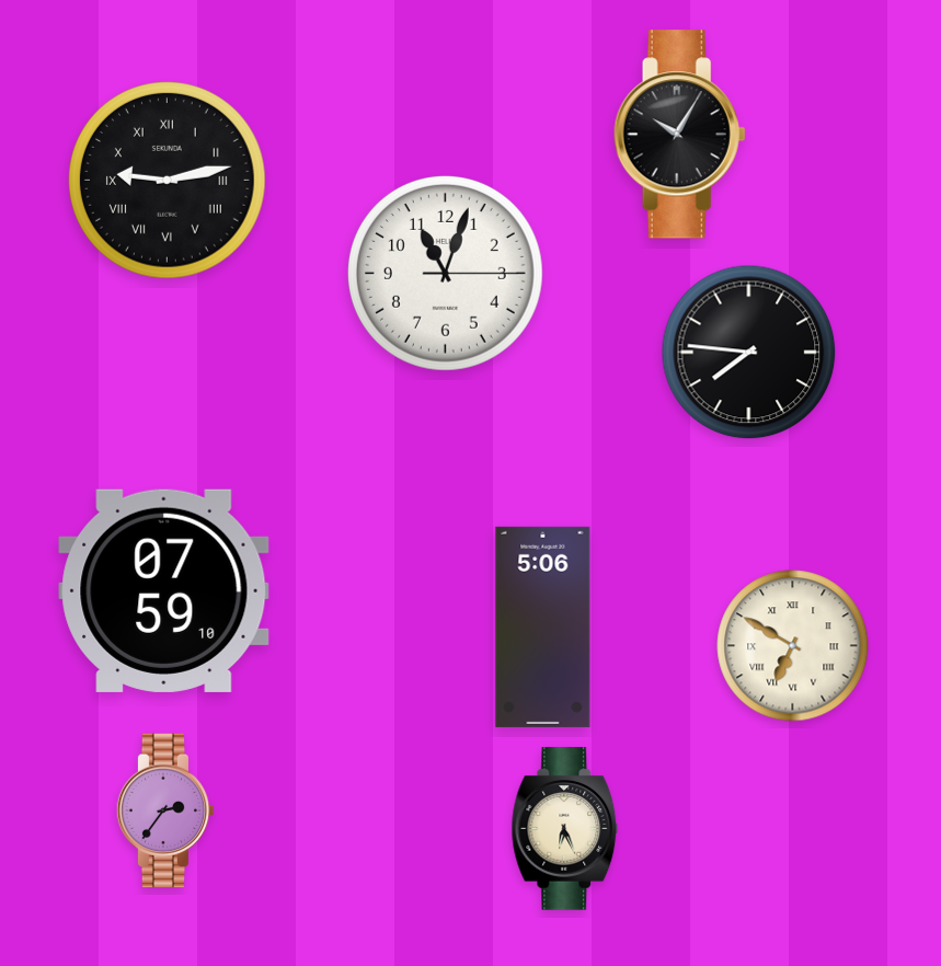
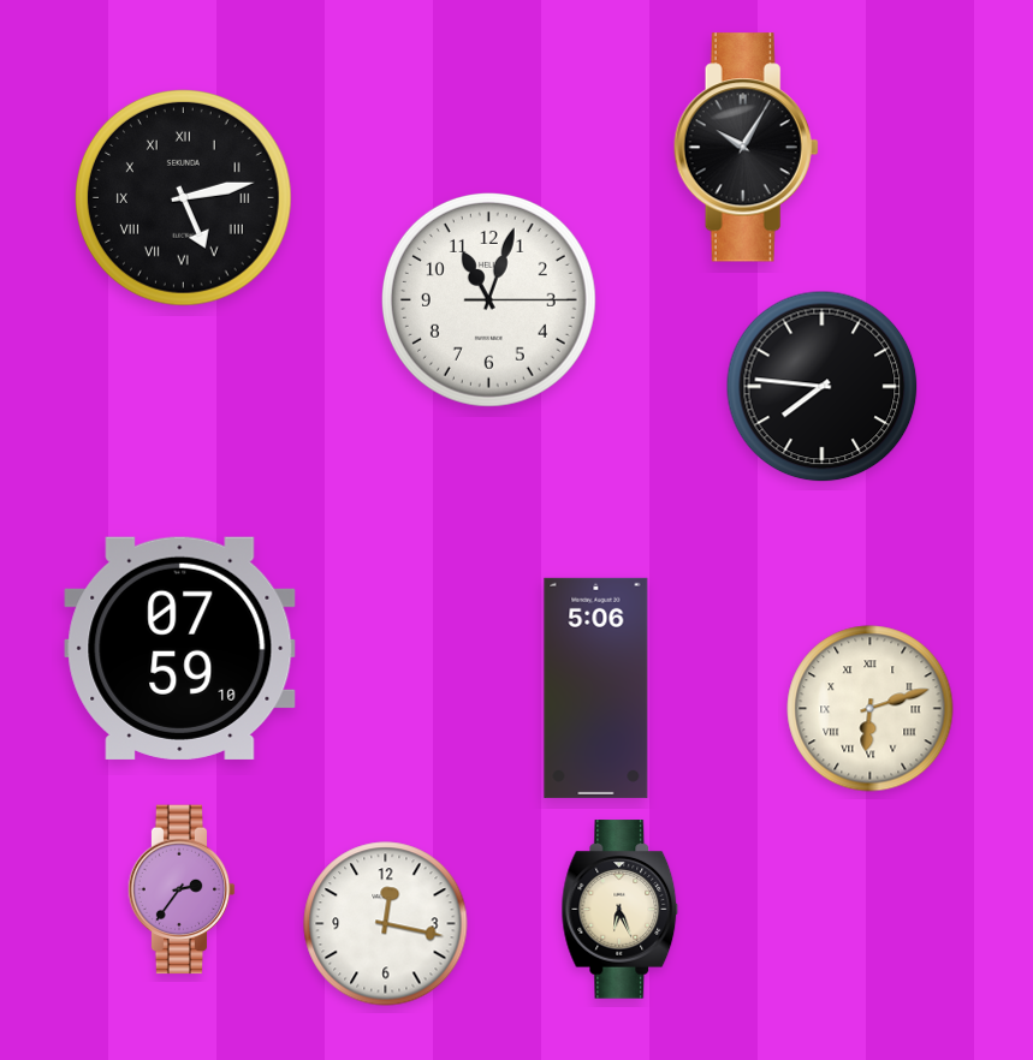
clock at (168, 181): 9:13 -> 5:13
clock at (793, 646): 6:50 -> 6:12
clock at (386, 924): none -> 12:17
